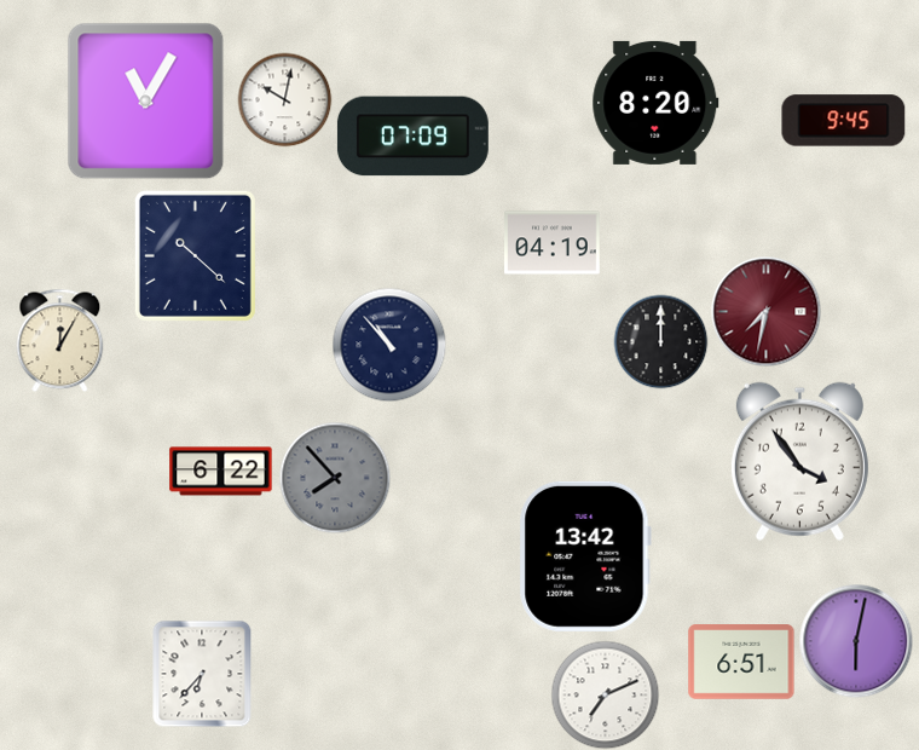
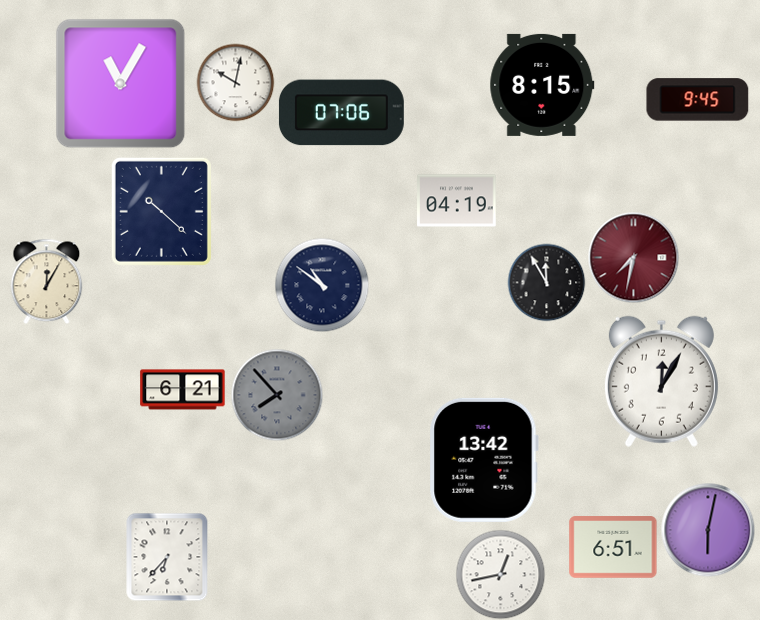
clock at (655, 103): 8:20 -> 8:15
clock at (412, 137): 07:09 -> 07:06
clock at (60, 340) position: (60, 340) -> (47, 281)
clock at (660, 341): 12:00 -> 11:55
clock at (389, 345): 10:53 -> 10:51
clock at (799, 461): 3:54 -> 12:05
clock at (221, 472): 6:22 -> 6:21
clock at (605, 694): 7:11 -> 12:43
